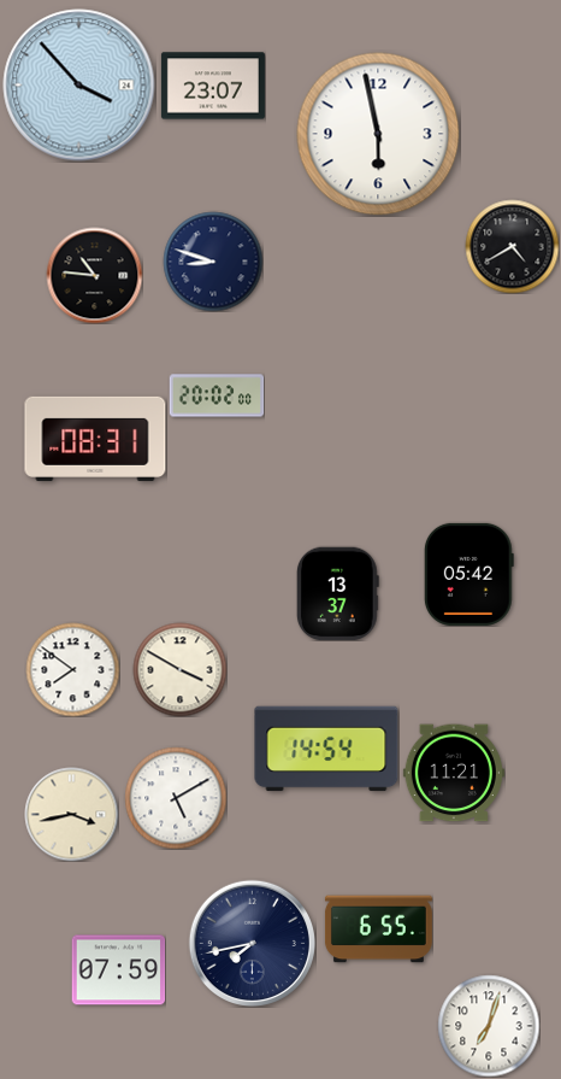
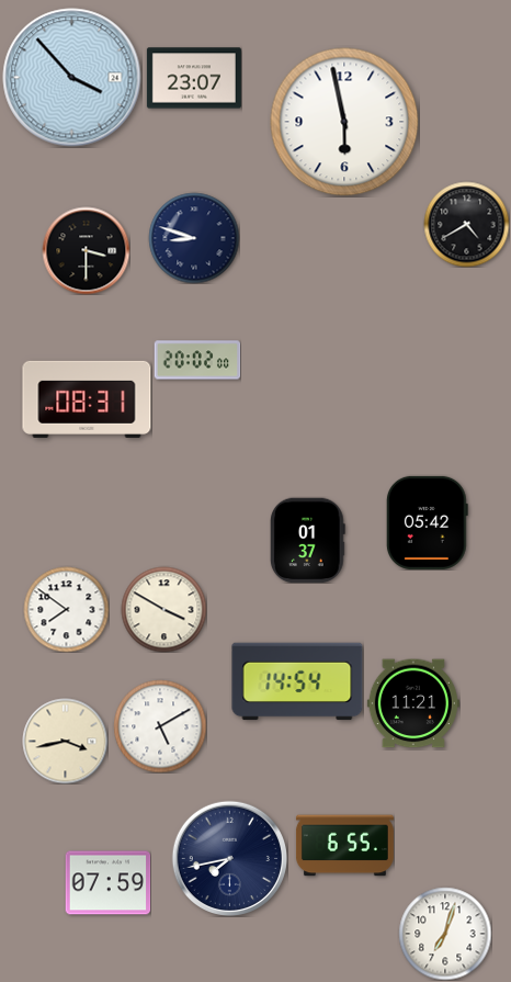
clock at (94, 275): 10:46 -> 3:30
clock at (338, 593): 13:37 -> 01:37
